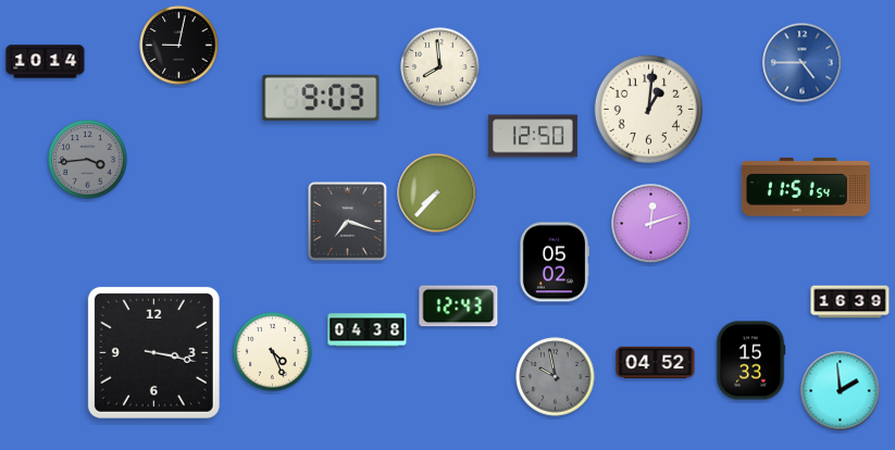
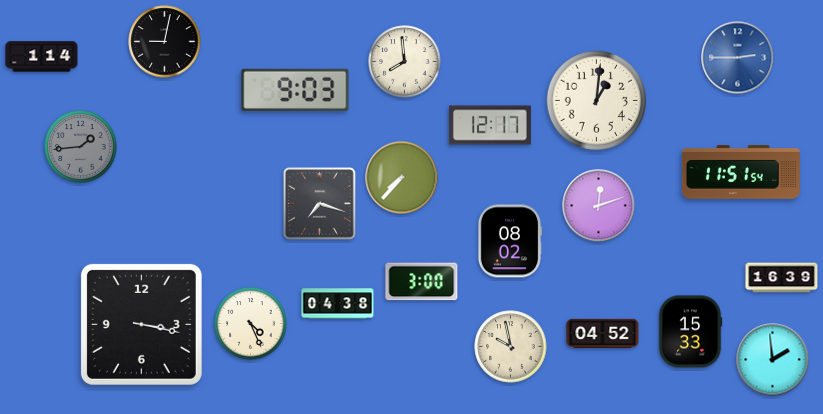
clock at (46, 62): 10:14 -> 1:14
clock at (803, 63): 4:45 -> 2:45
clock at (533, 136): 12:50 -> 12:17
clock at (88, 160): 3:44 -> 1:44
clock at (555, 262): 05:02 -> 08:02
clock at (459, 307): 12:43 -> 3:00
clock at (556, 377) dial: grey -> cream
